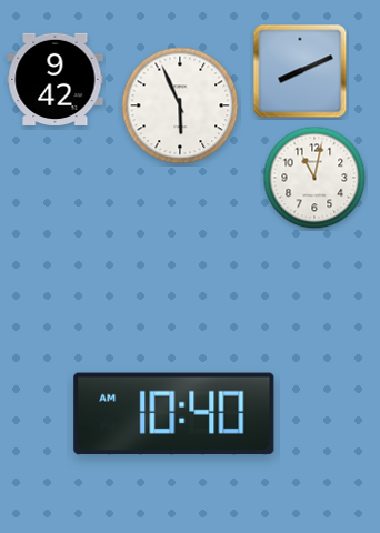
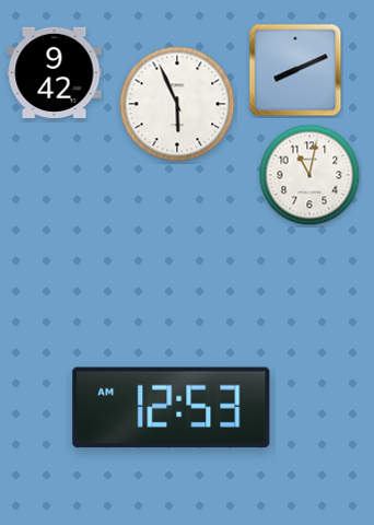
clock at (56, 79) position: (56, 79) -> (55, 72)
clock at (174, 414): 10:40 -> 12:53
